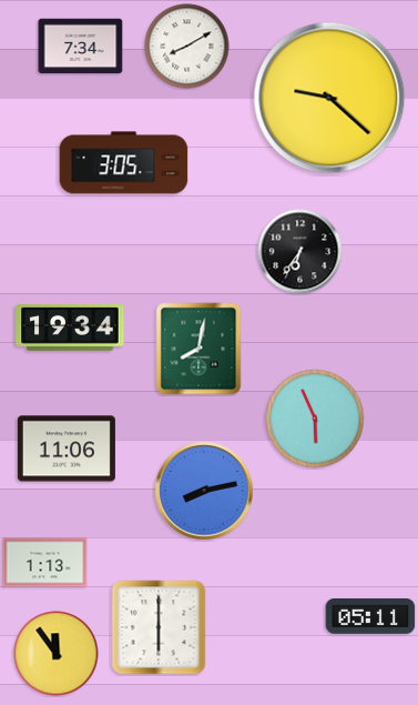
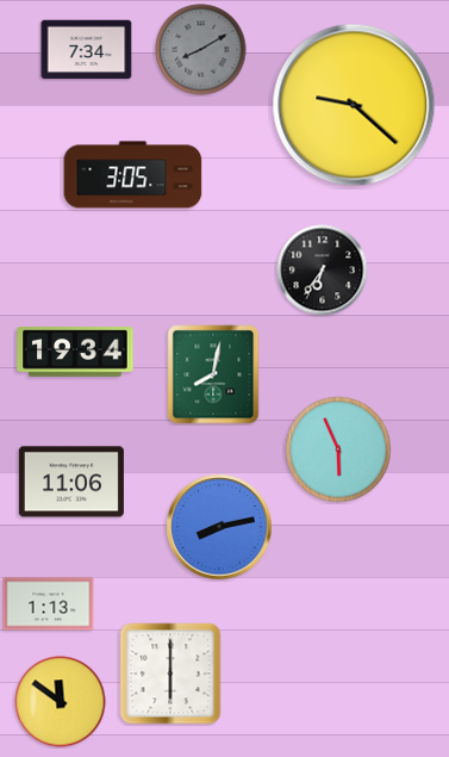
clock at (187, 47) dial: white -> grey
clock at (370, 616): 05:11 -> none
clock at (57, 654): 11:54 -> 11:51
